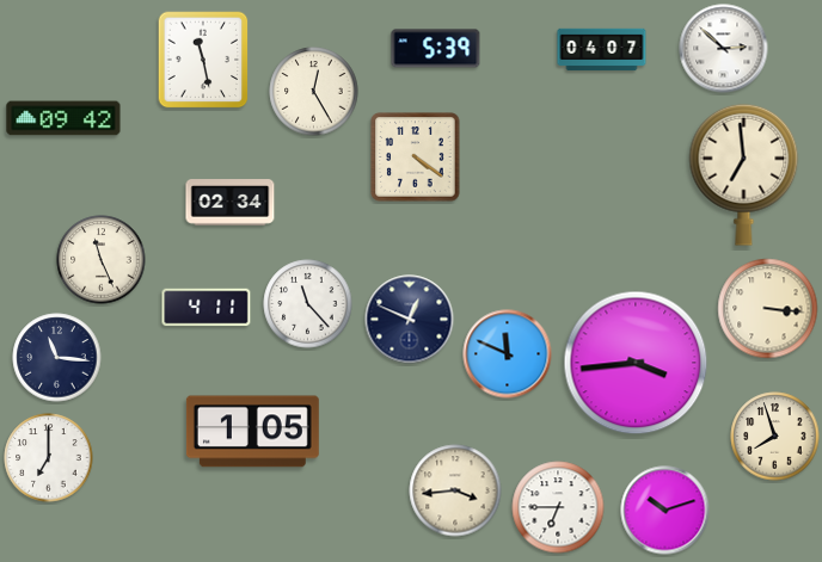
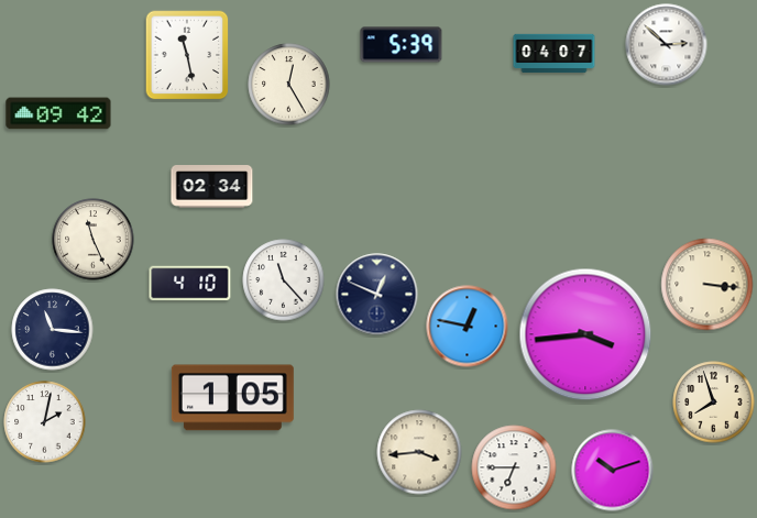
clock at (602, 50) position: (602, 50) -> (555, 54)
clock at (63, 118) position: (63, 118) -> (58, 113)
clock at (416, 158): 4:21 -> none
clock at (744, 174): 6:59 -> none
clock at (207, 308): 4:11 -> 4:10
clock at (508, 354): 11:49 -> 12:47
clock at (49, 458): 7:00 -> 2:02
